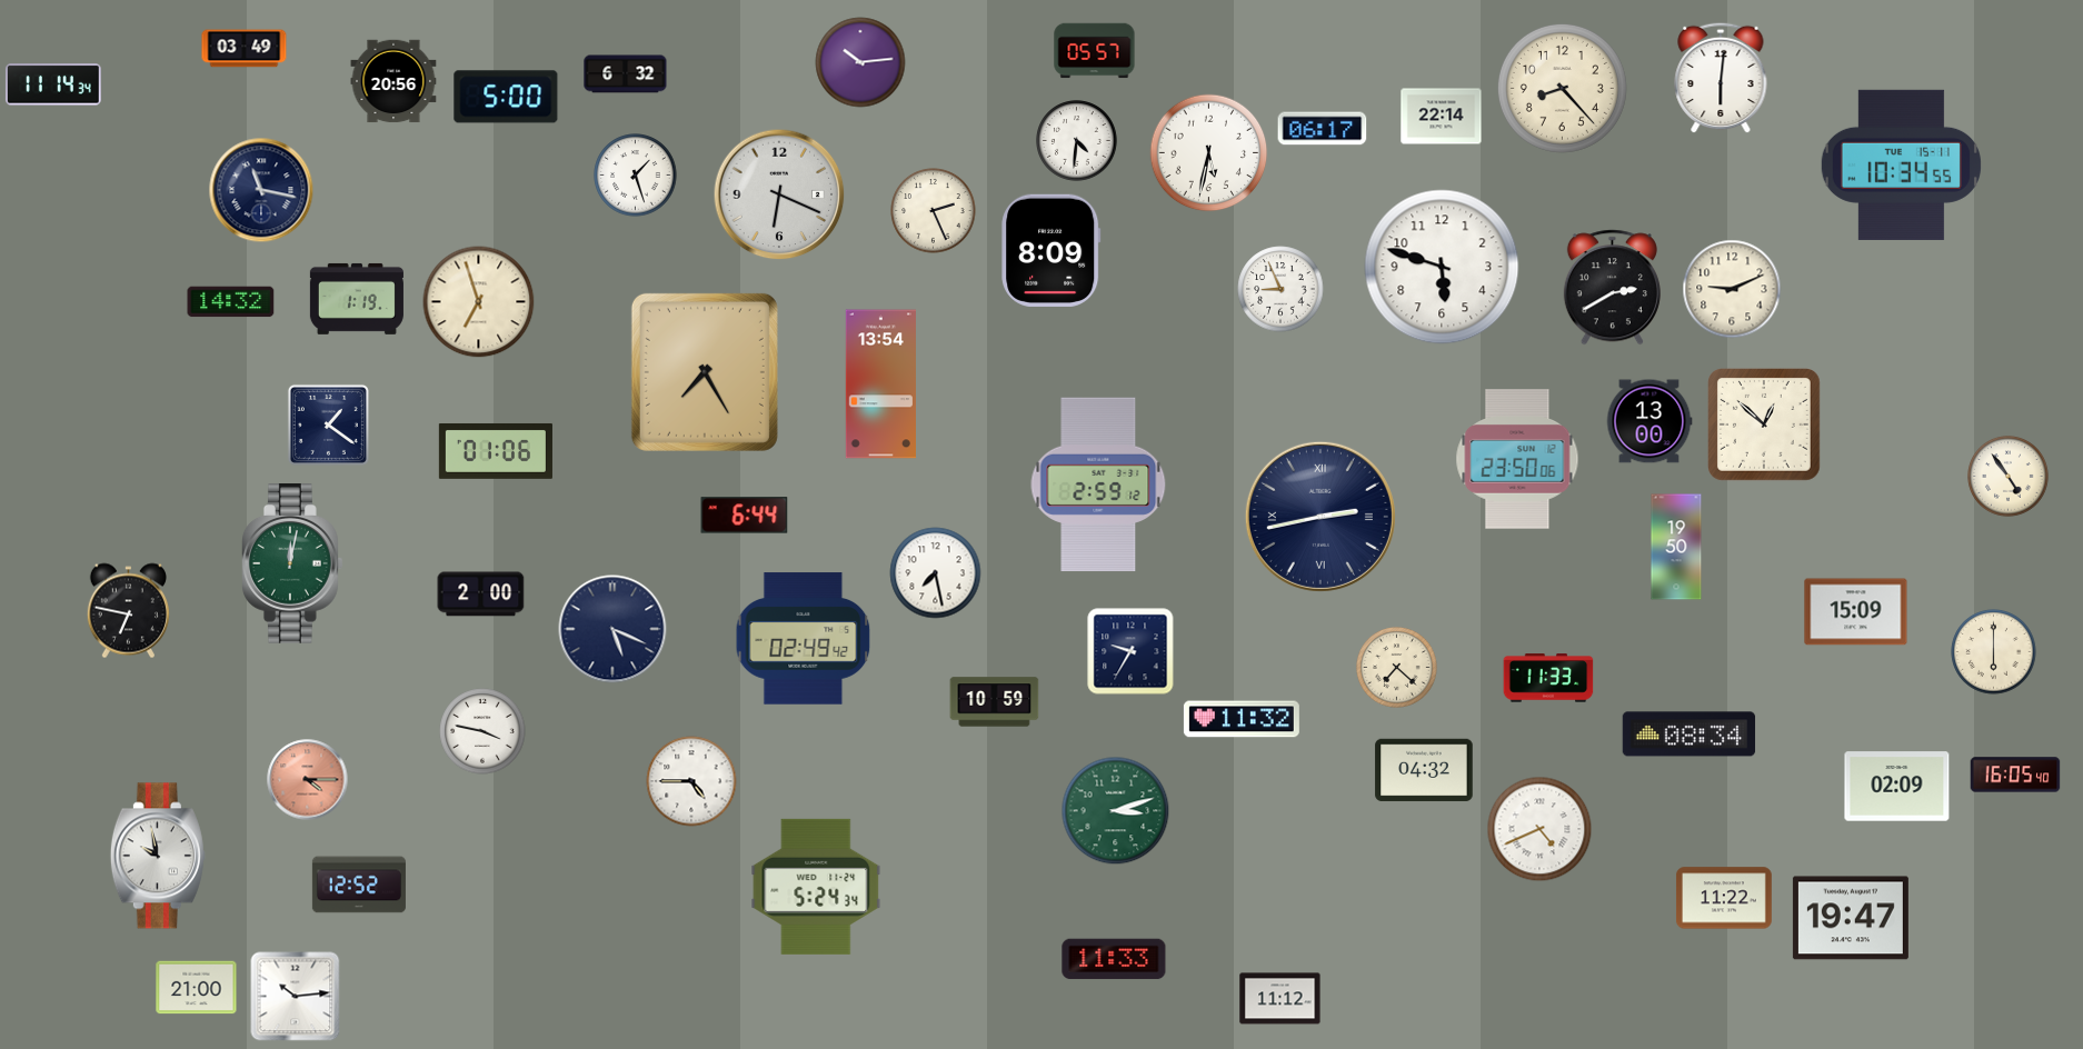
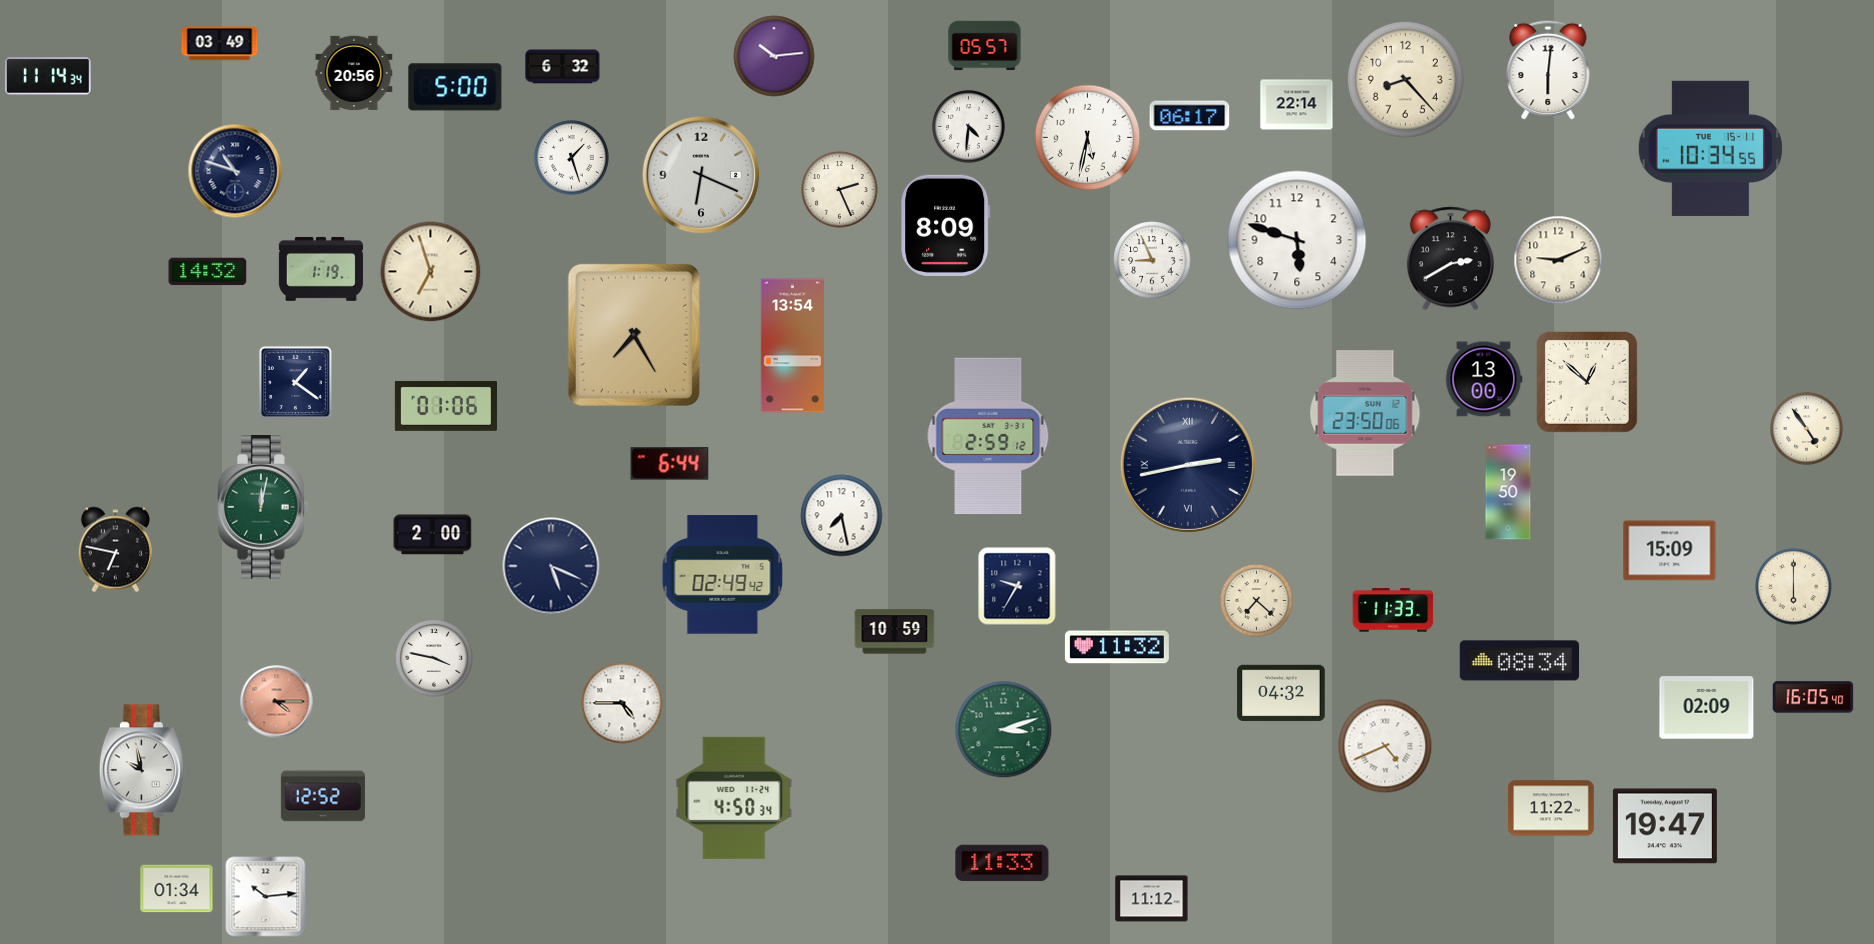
clock at (261, 190): 11:17 -> 10:48
clock at (816, 887): 5:24 -> 4:50
clock at (197, 988): 21:00 -> 01:34
